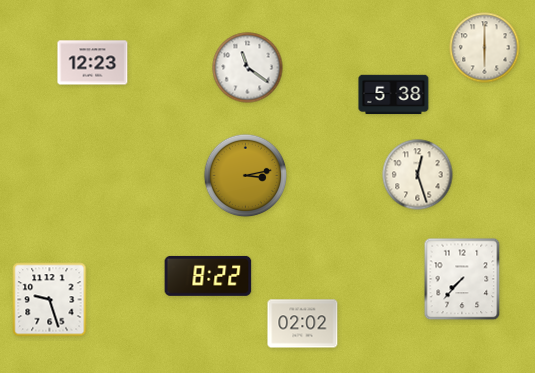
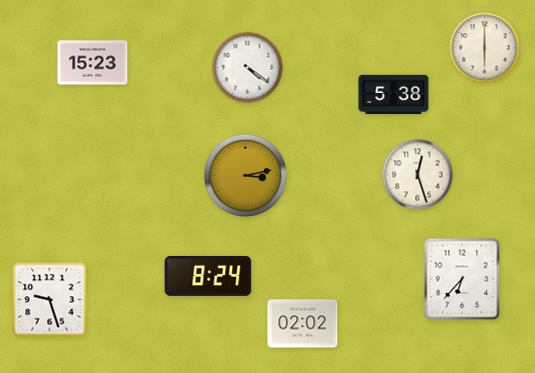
clock at (93, 63): 12:23 -> 15:23
clock at (248, 68): 11:21 -> 4:21
clock at (208, 276): 8:22 -> 8:24
clock at (462, 279): 7:37 -> 6:37
